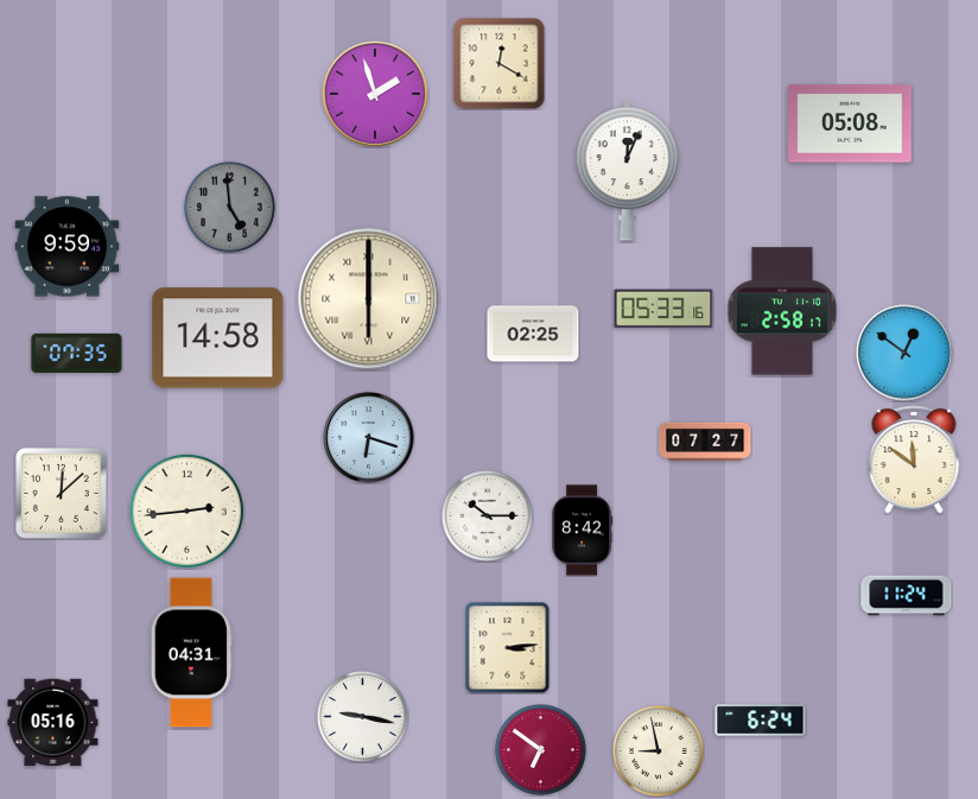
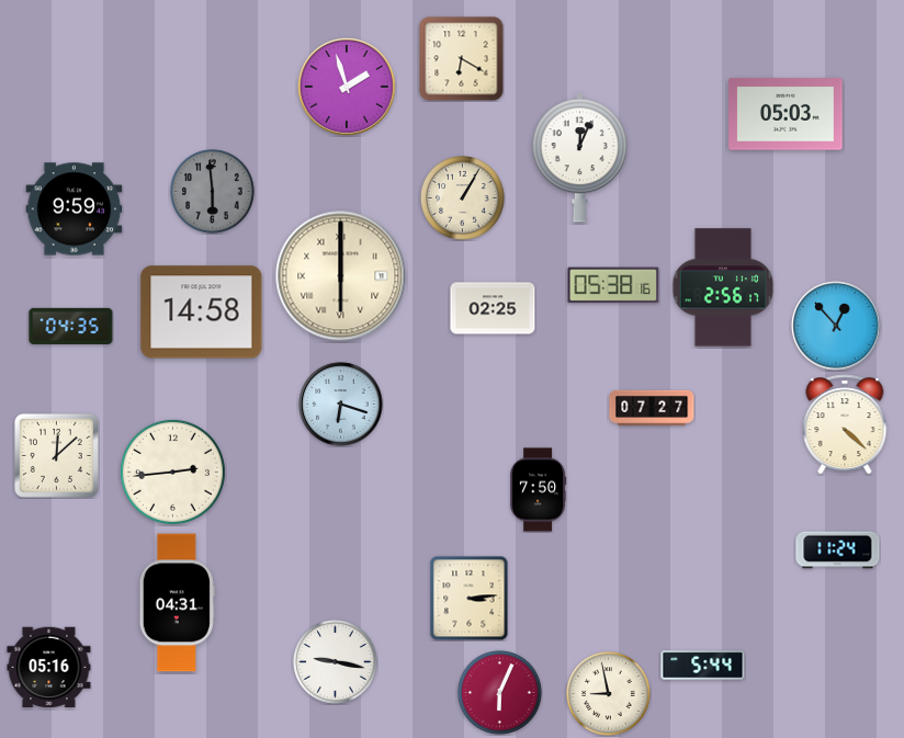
clock at (500, 64): 12:20 -> 6:20
clock at (850, 123): 05:08 -> 05:03
clock at (230, 208): 4:59 -> 5:59
clock at (463, 198): none -> 1:05
clock at (68, 247) position: (68, 247) -> (75, 209)
clock at (663, 309): 05:33 -> 05:38
clock at (782, 311): 2:58 -> 2:56
clock at (77, 353): 07:35 -> 04:35
clock at (904, 353): 12:51 -> 12:53
clock at (914, 459): 11:51 -> 4:22
clock at (488, 516): 10:15 -> none
clock at (583, 531): 8:42 -> 7:50
clock at (761, 721): 6:24 -> 5:44
clock at (541, 750): 6:51 -> 6:04
